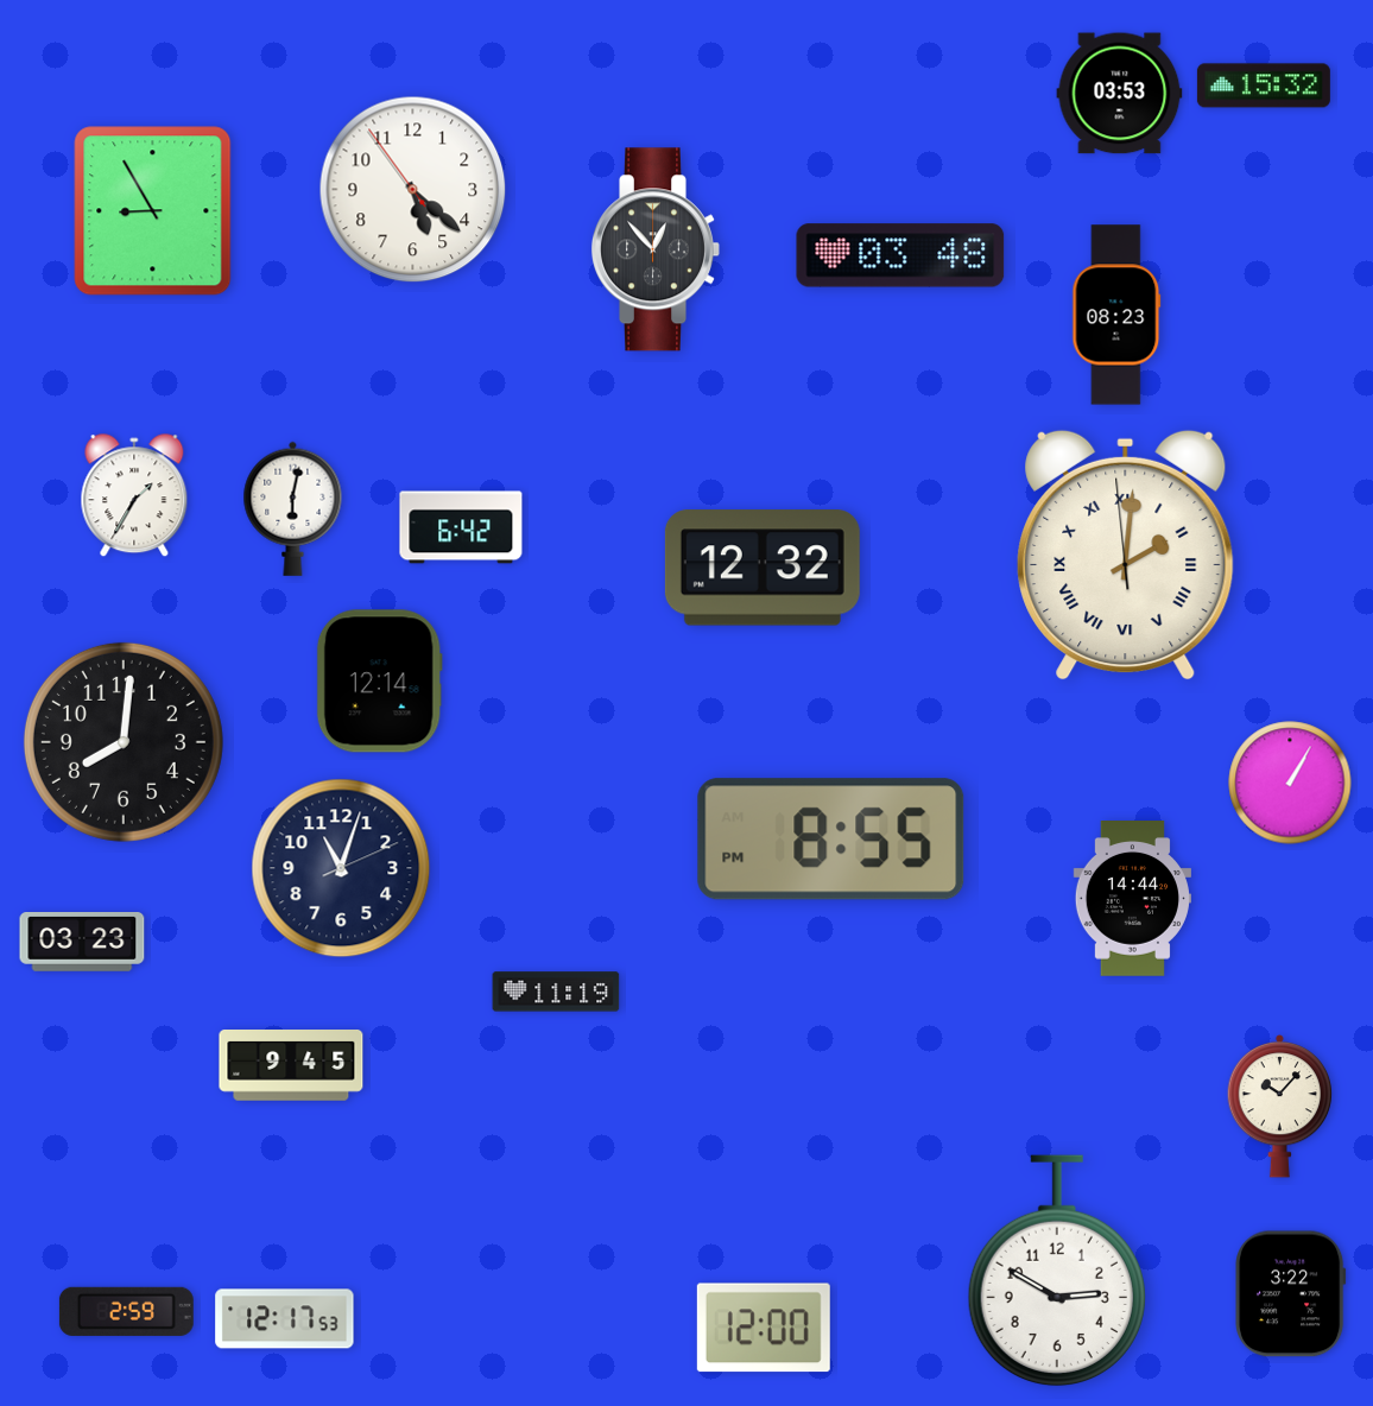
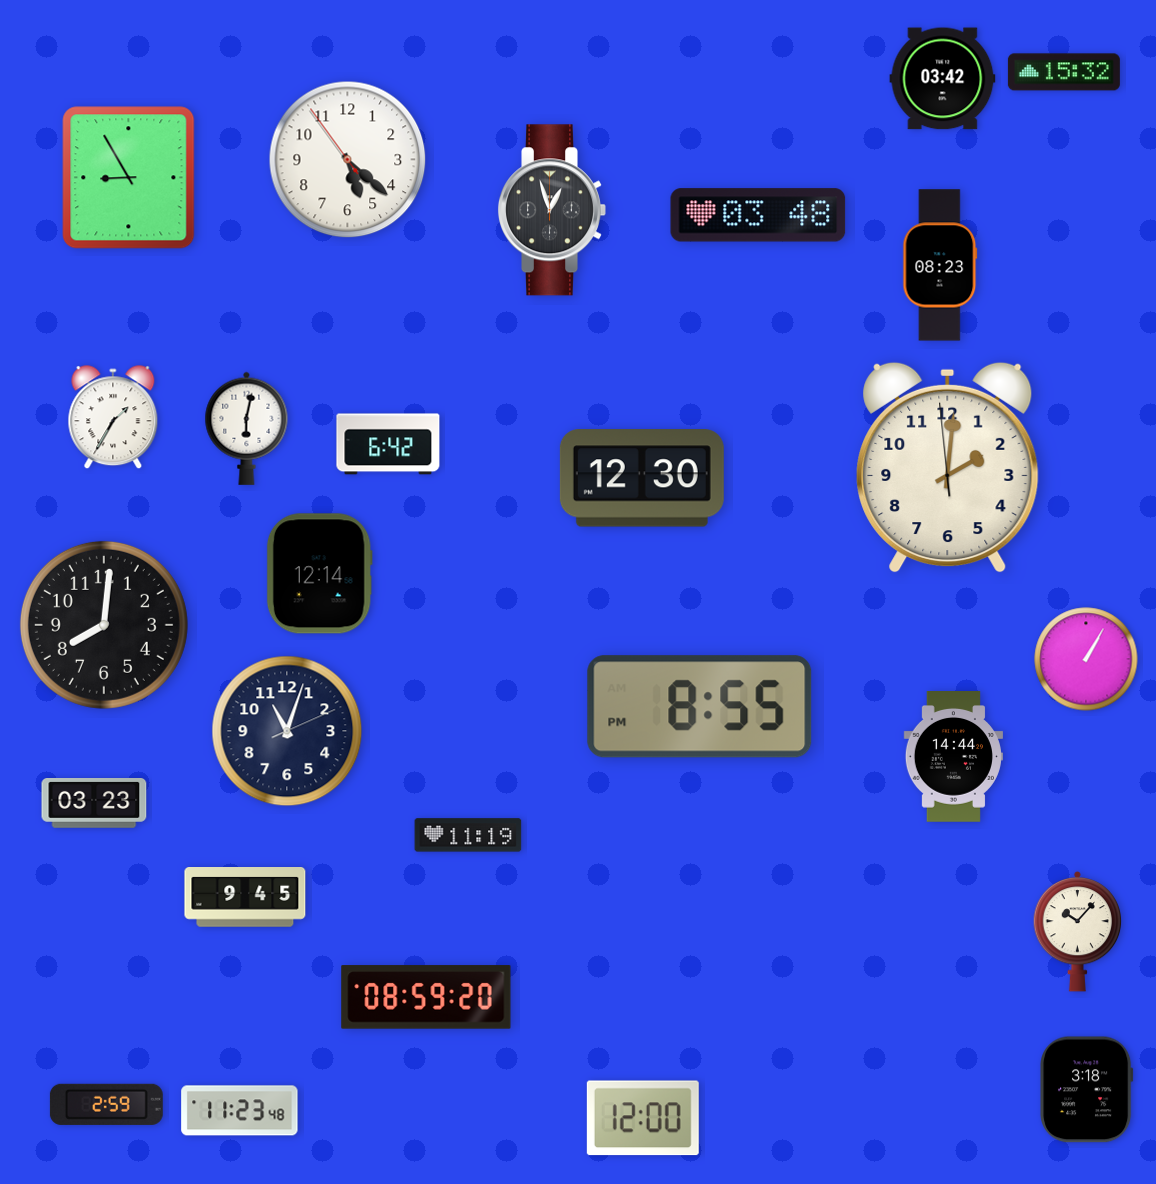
clock at (1120, 94): 03:53 -> 03:42
clock at (654, 249): 12:53 -> 12:57
clock at (1126, 555) numerals: Roman -> Arabic
clock at (763, 568): 12:32 -> 12:30
clock at (82, 943) position: (82, 943) -> (94, 804)
clock at (426, 997): none -> 08:59
clock at (1057, 1271): 2:50 -> none
clock at (1291, 1294): 3:22 -> 3:18
clock at (285, 1319): 12:17 -> 11:23
